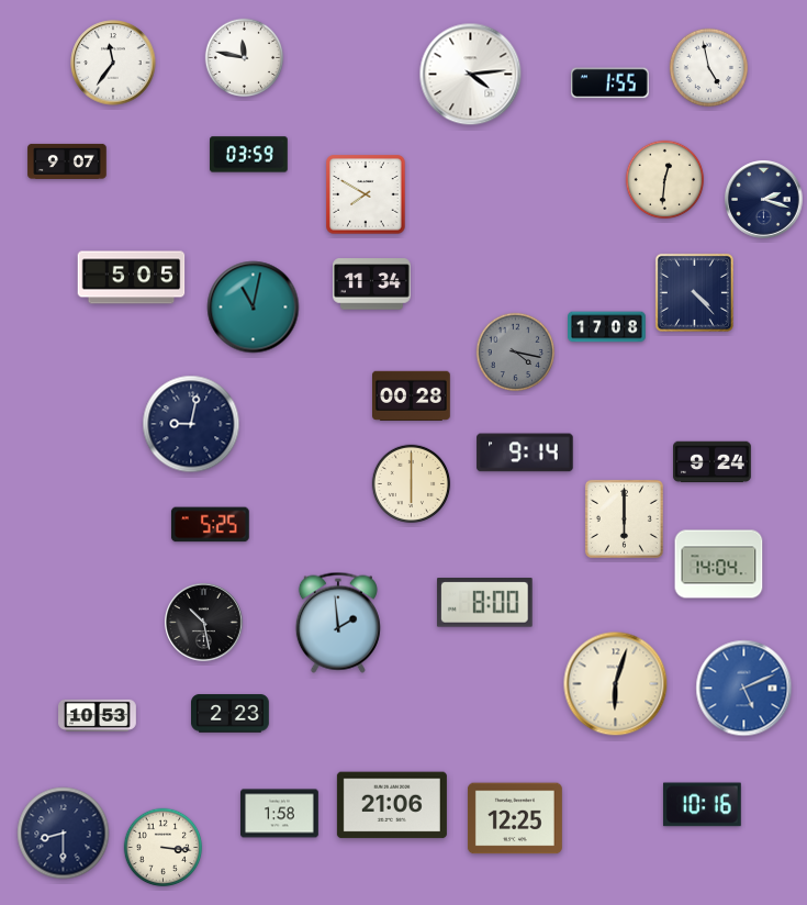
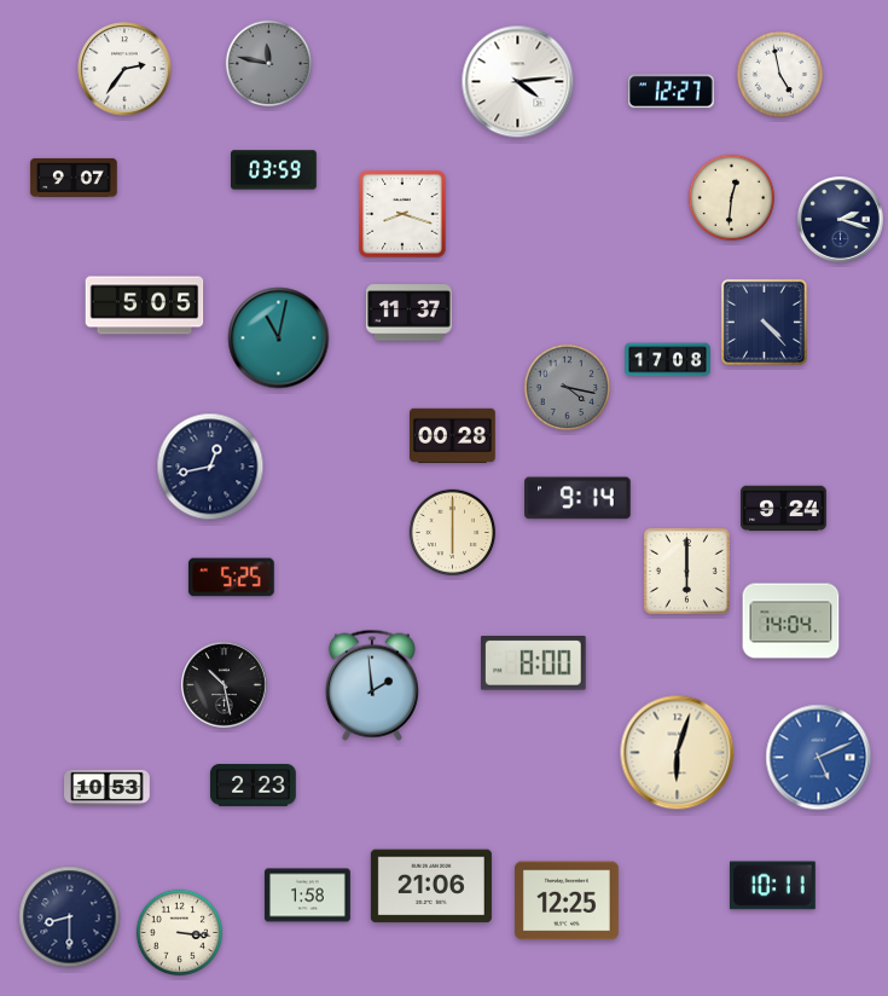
clock at (245, 58) dial: white -> grey
clock at (113, 63): 11:36 -> 2:36
clock at (609, 83): 1:55 -> 12:27
clock at (366, 194): 7:50 -> 8:18
clock at (372, 284): 11:34 -> 11:37
clock at (191, 424): 9:02 -> 12:43
clock at (702, 805): 10:16 -> 10:11
